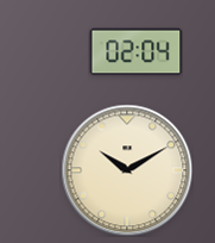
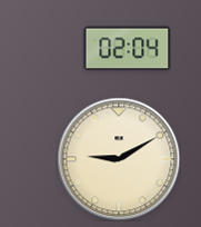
clock at (127, 170): 10:10 -> 9:10
